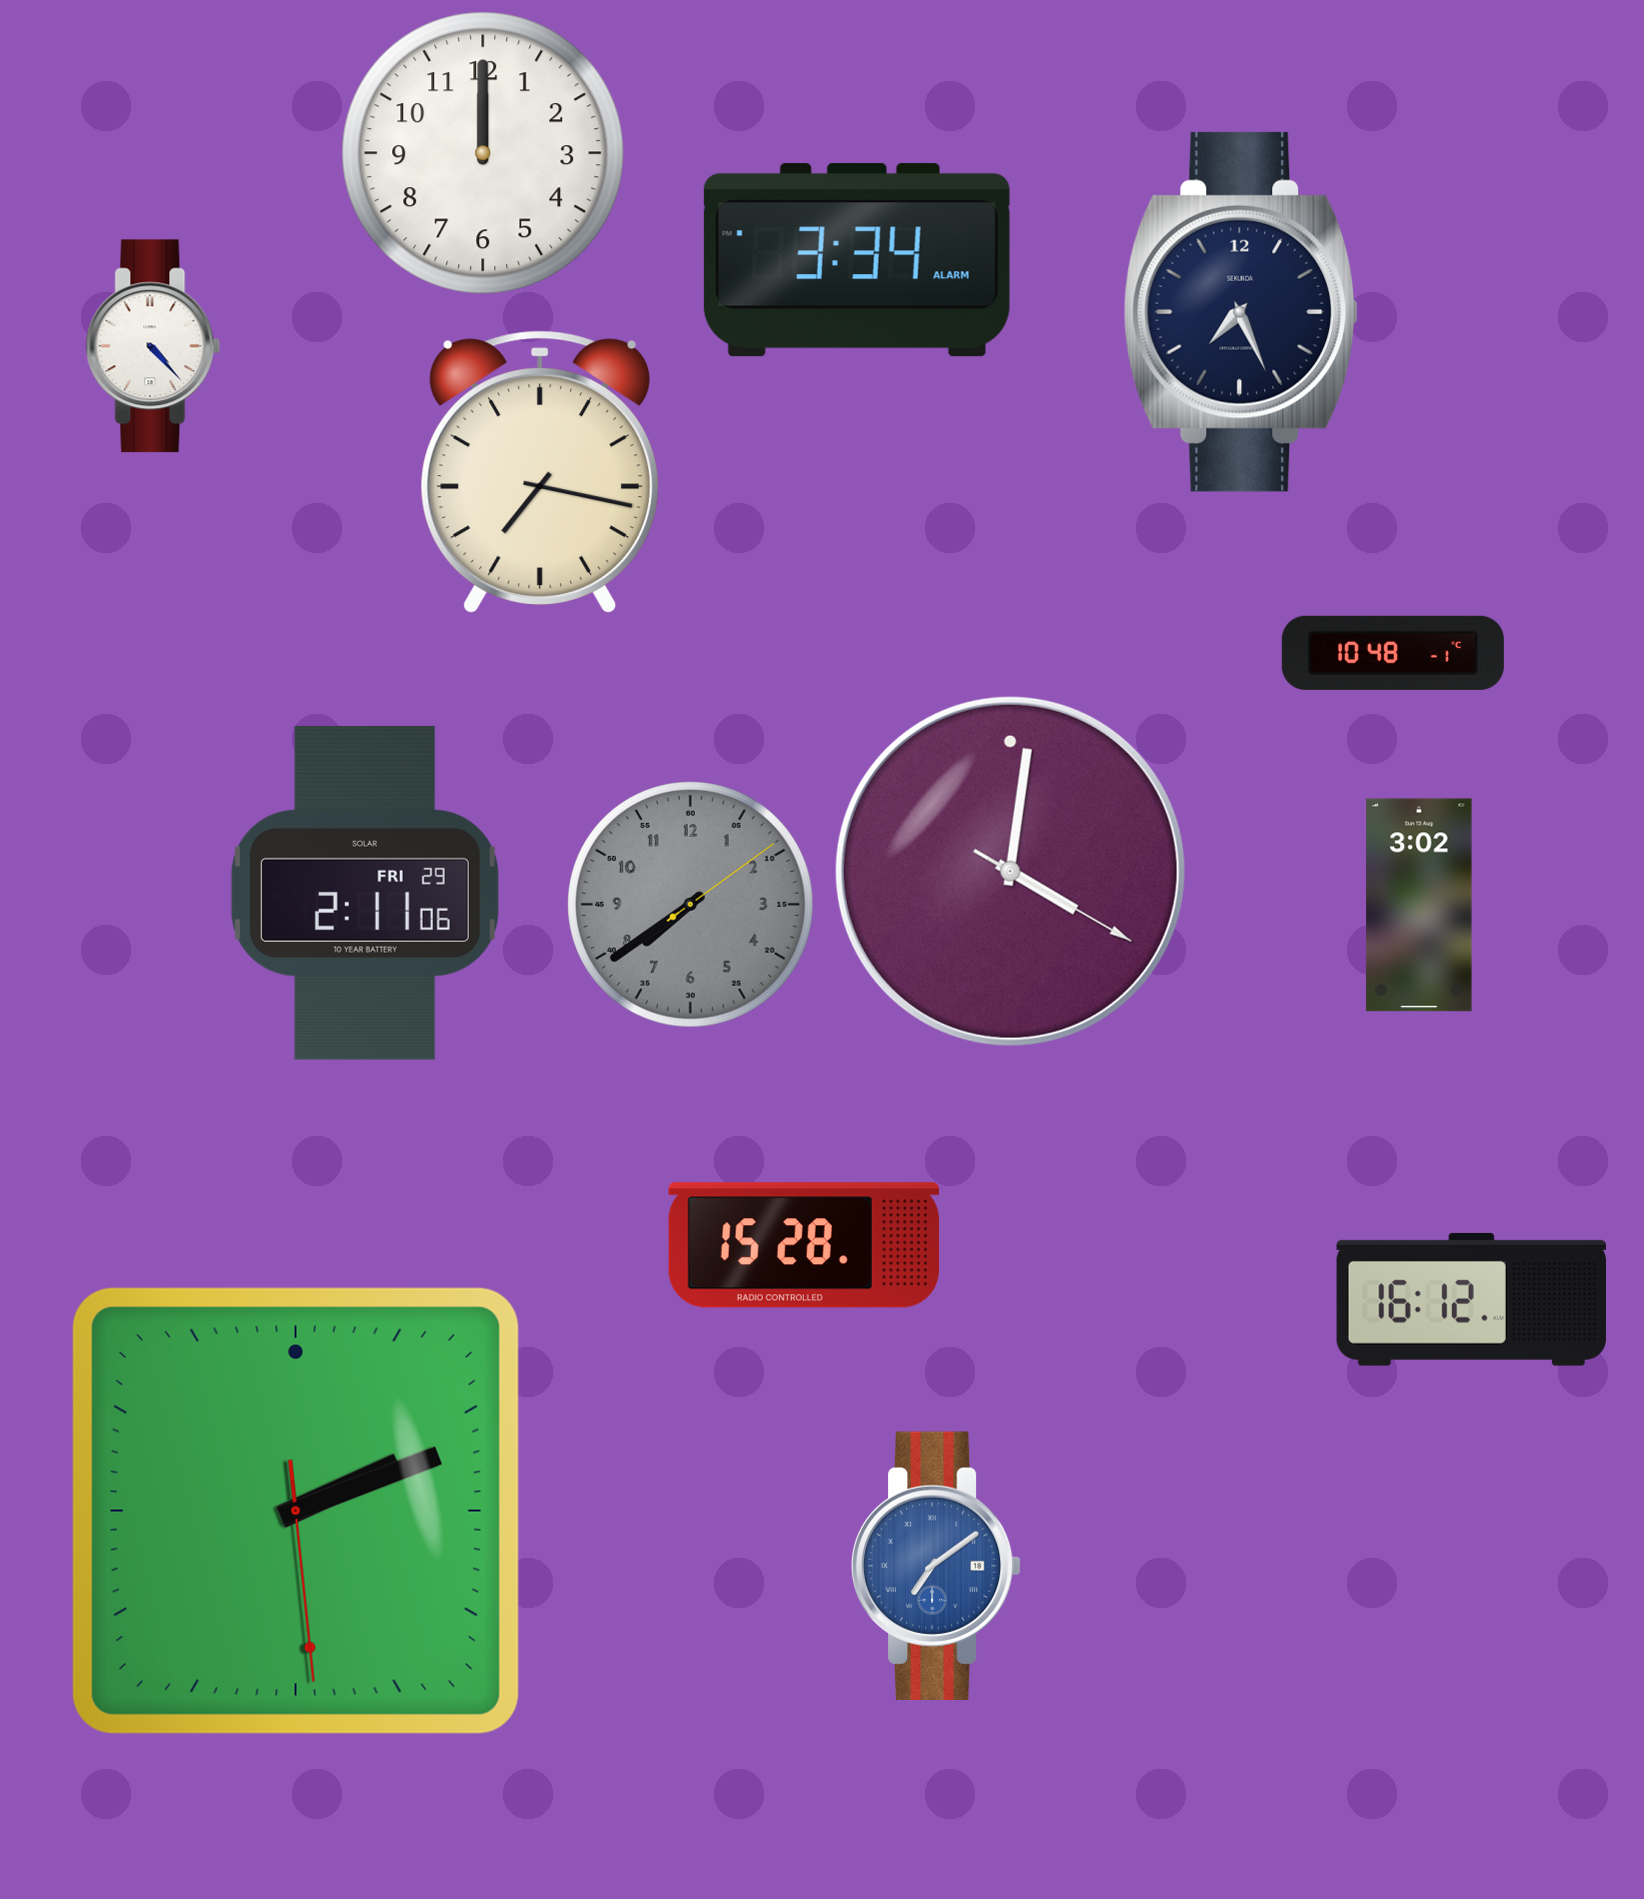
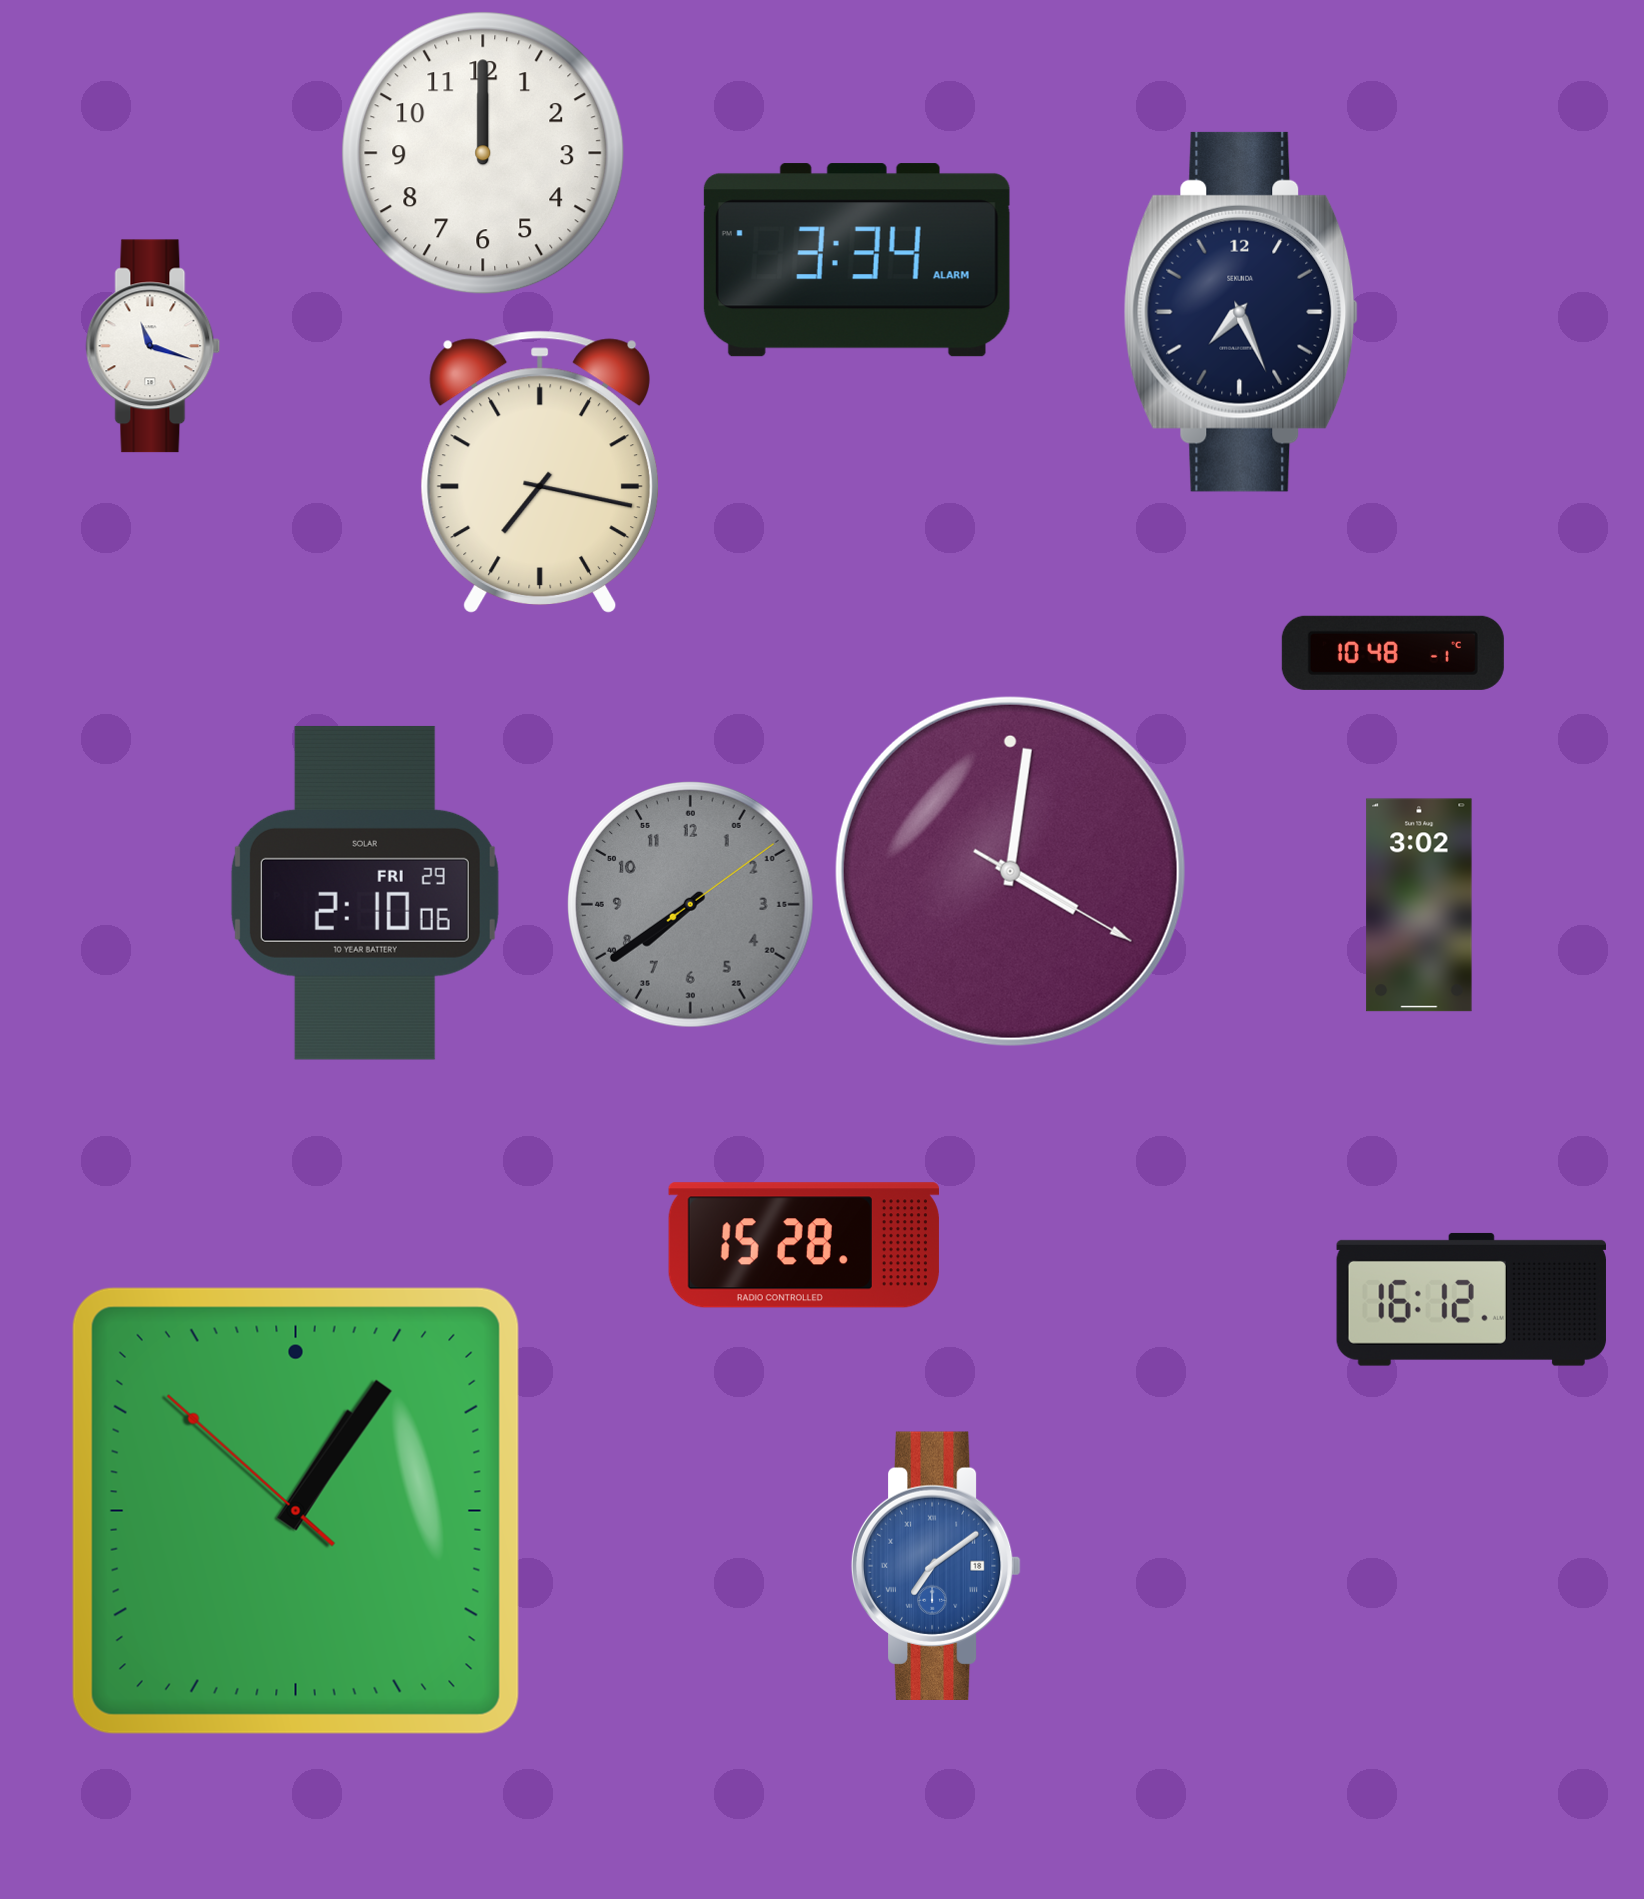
clock at (153, 346): 4:23 -> 11:18
clock at (365, 893): 2:11 -> 2:10
clock at (296, 1511): 2:11 -> 1:05
